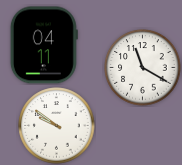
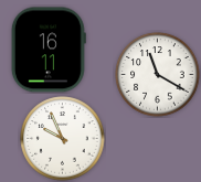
clock at (44, 45): 04:11 -> 16:11
clock at (57, 126): 9:51 -> 9:56
